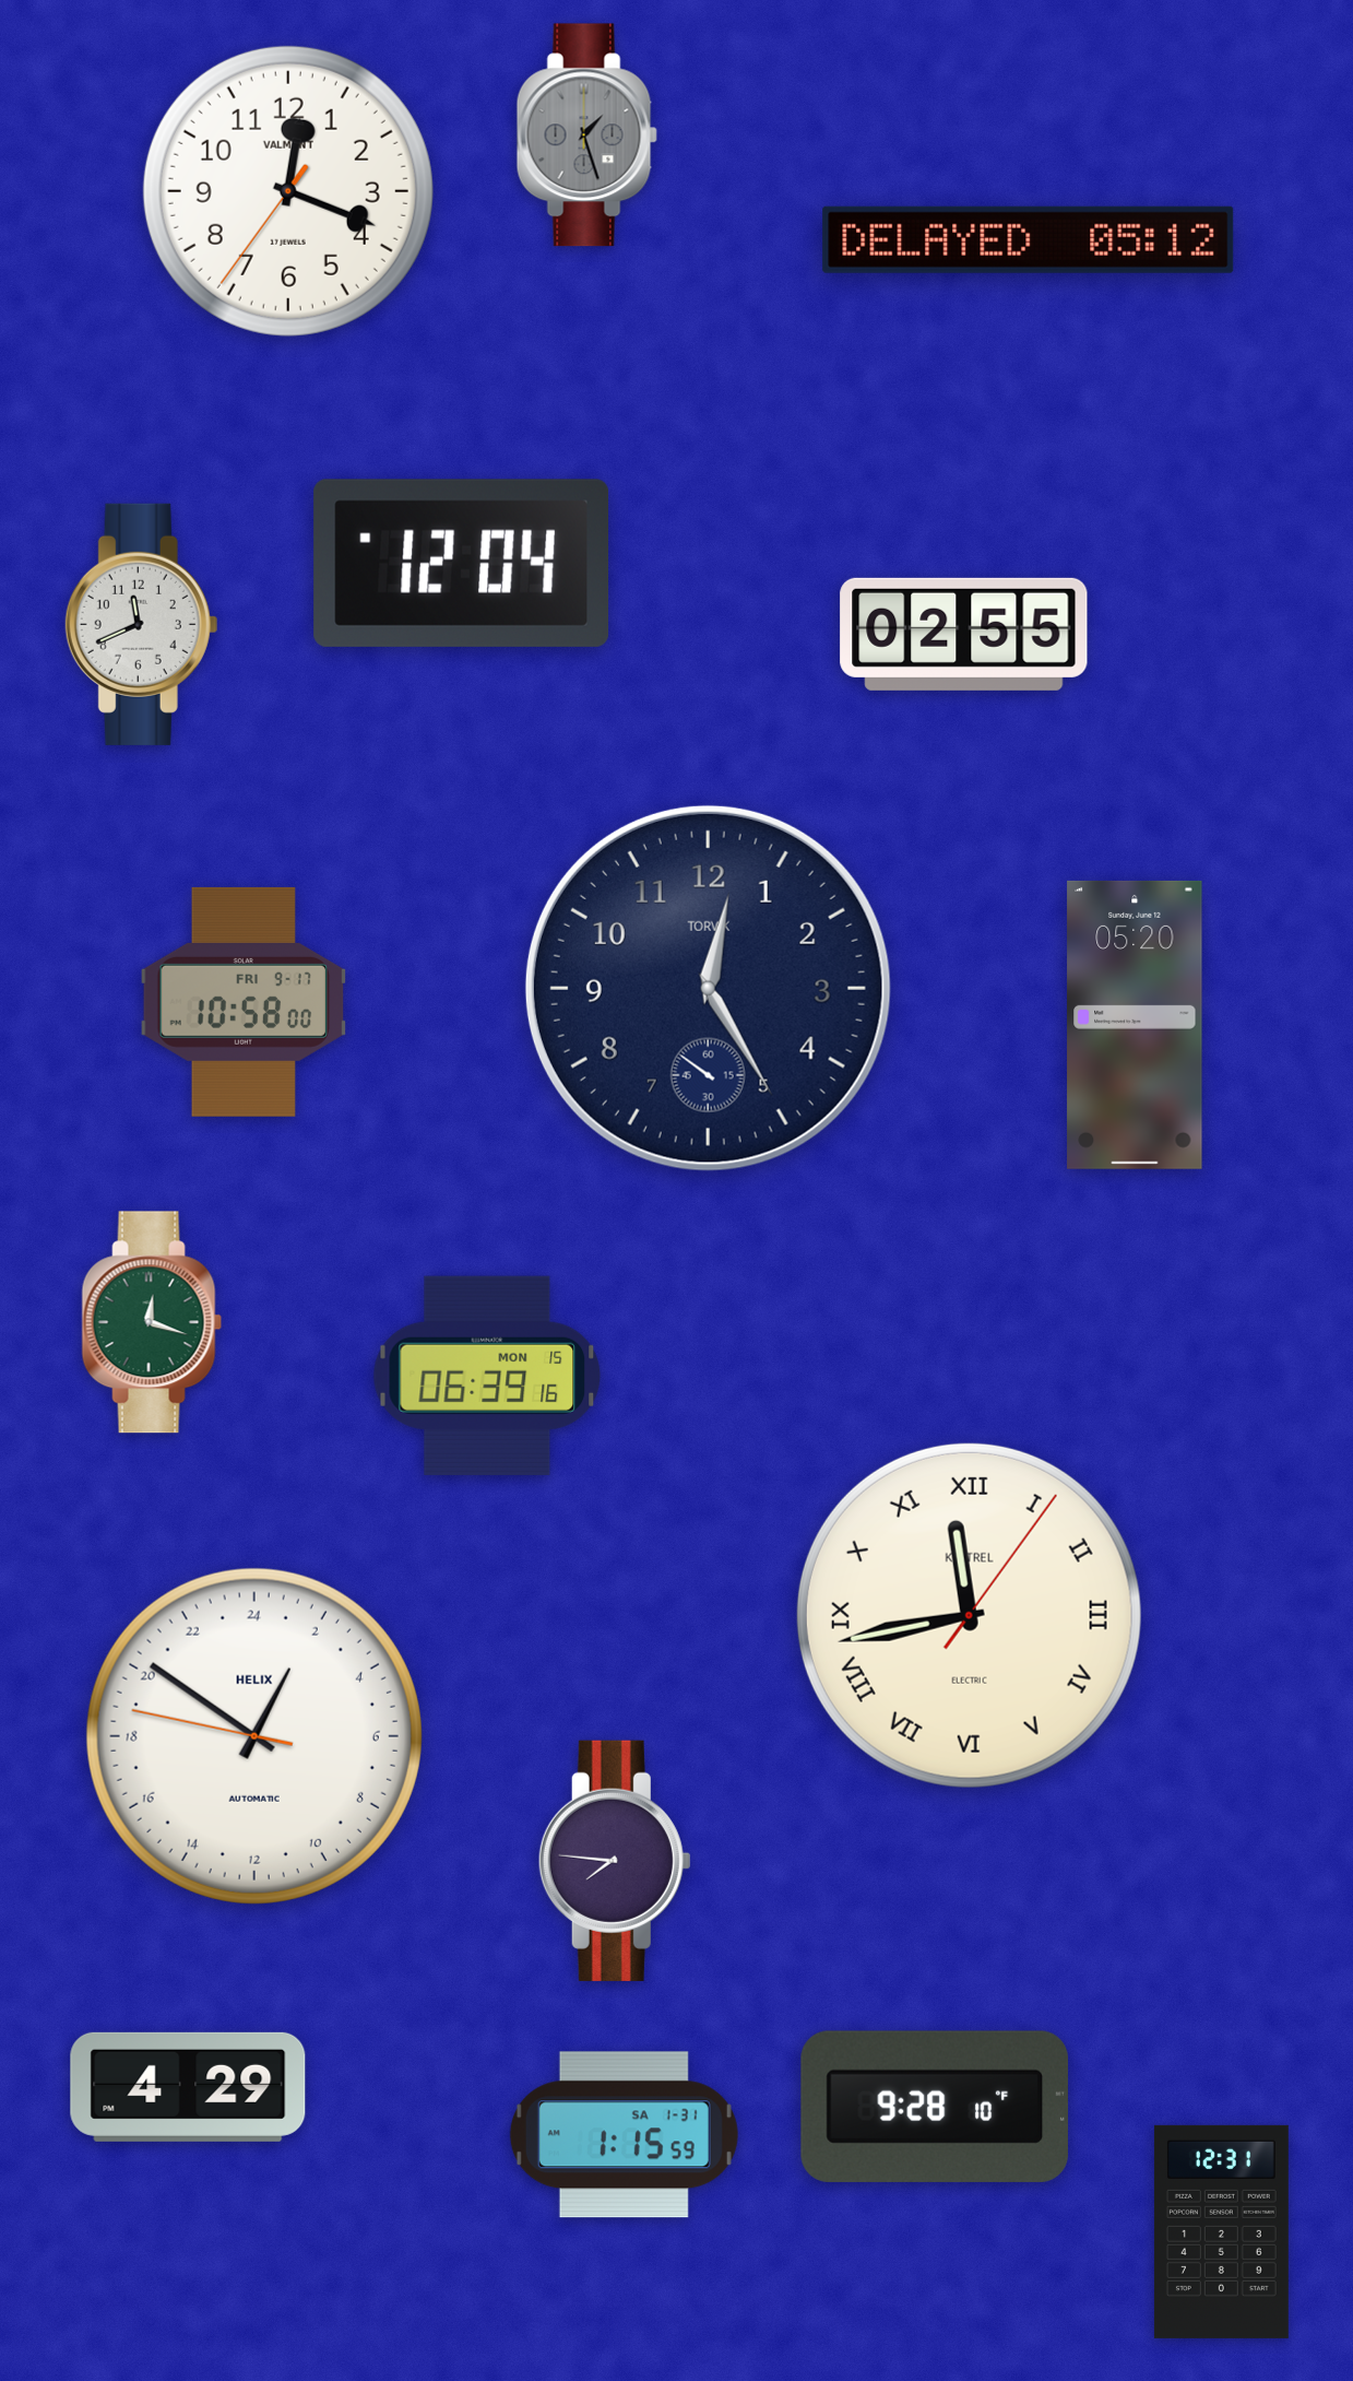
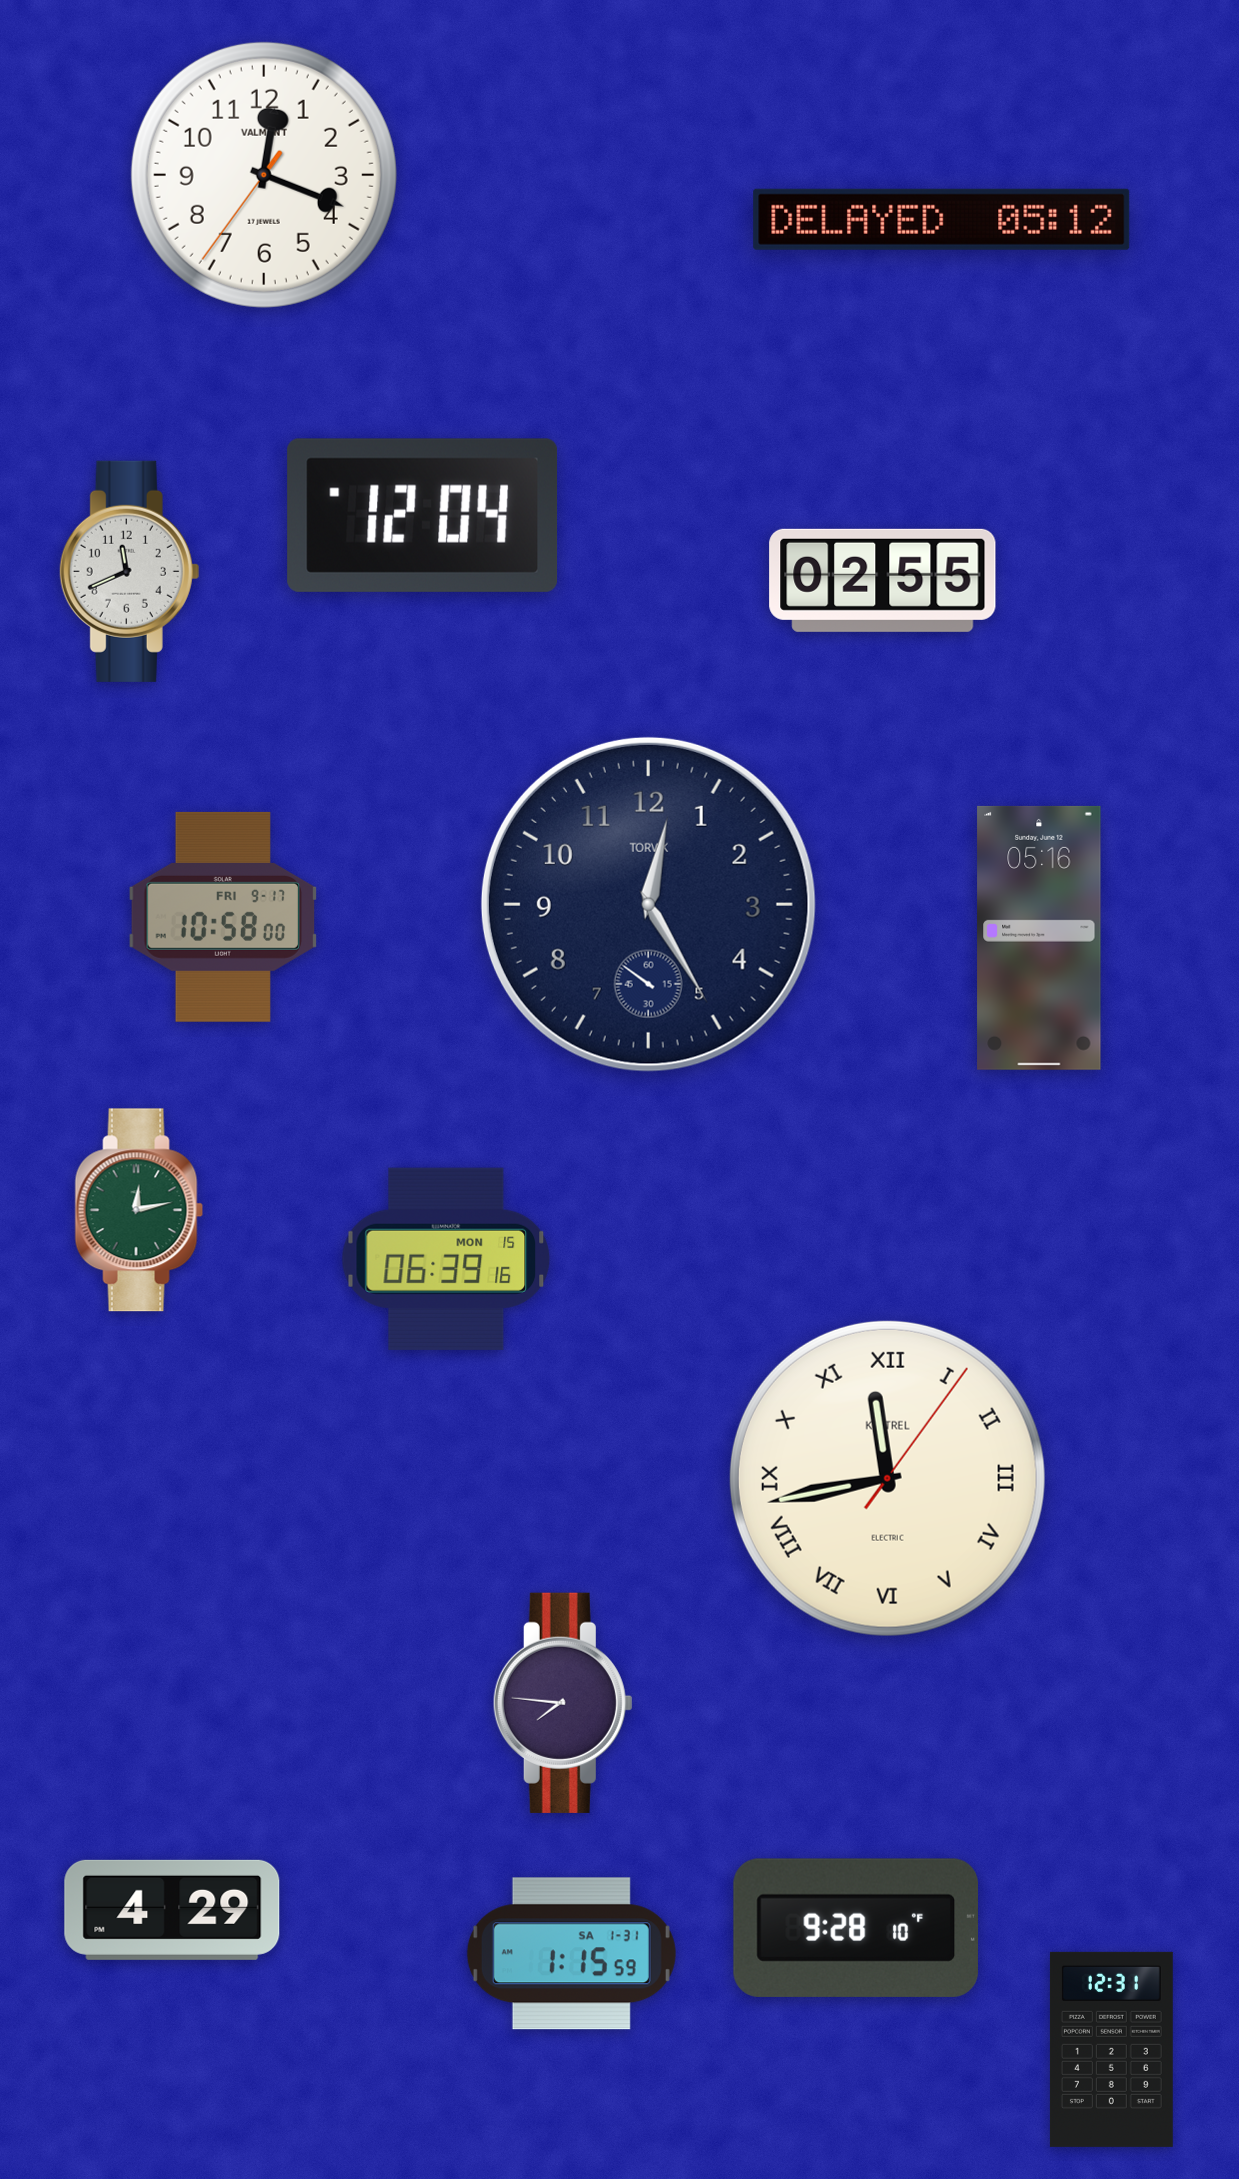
clock at (586, 135): 1:27 -> none
clock at (1135, 1025): 05:20 -> 05:16
clock at (152, 1322): 12:18 -> 12:13
clock at (254, 1736): 1:50 -> none
clock at (1221, 2231) position: (1221, 2231) -> (1111, 2049)
